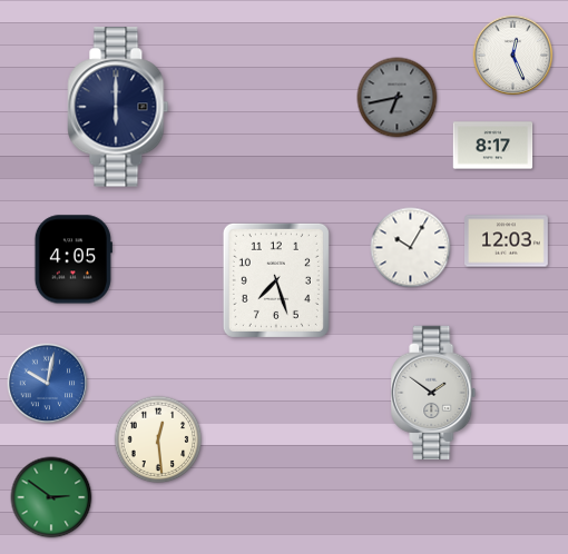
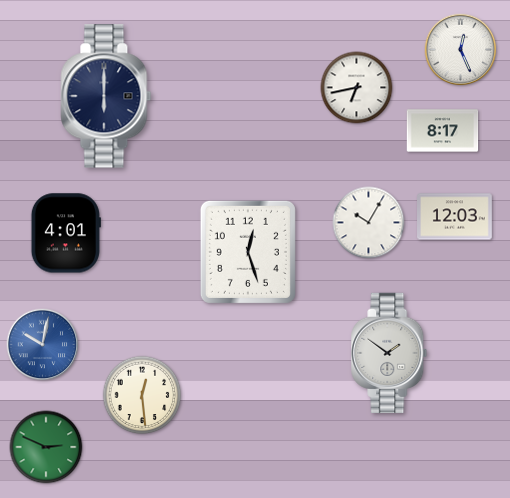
clock at (398, 98) dial: grey -> white
clock at (74, 259): 4:05 -> 4:01
clock at (276, 280): 7:27 -> 12:27
clock at (51, 497): 2:51 -> 2:49
